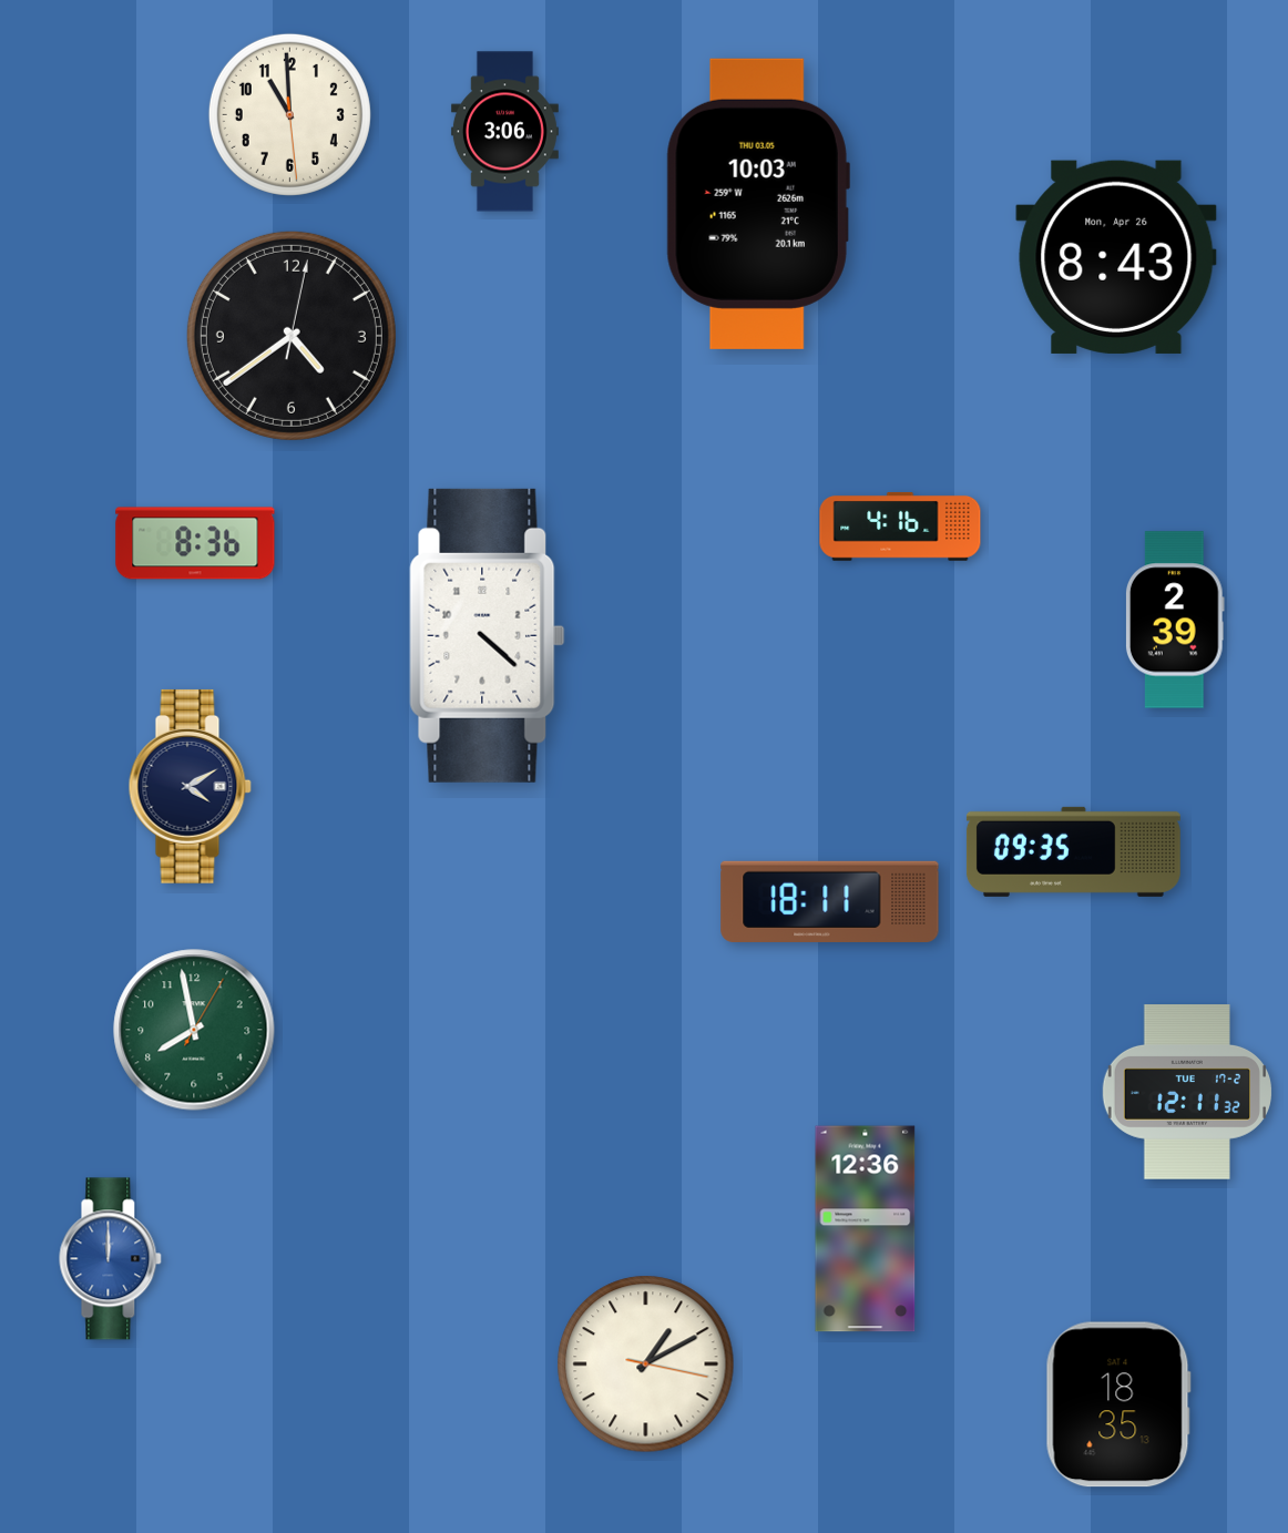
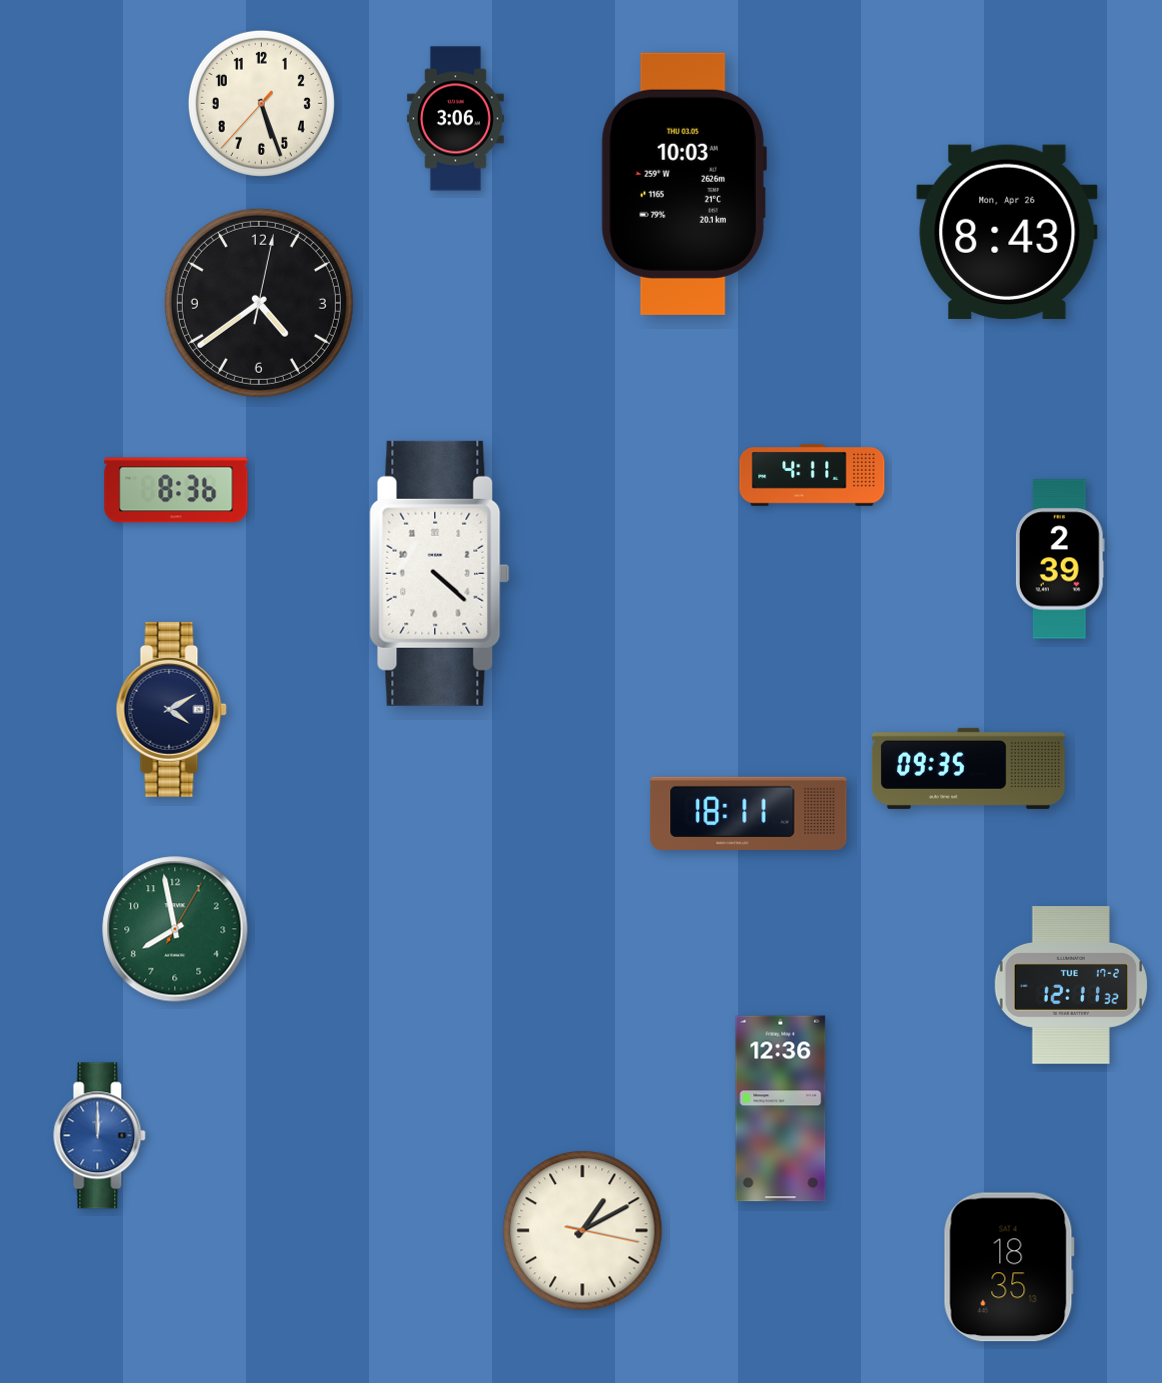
clock at (289, 114): 10:59 -> 5:26
clock at (292, 336) position: (292, 336) -> (259, 303)
clock at (900, 527): 4:16 -> 4:11
